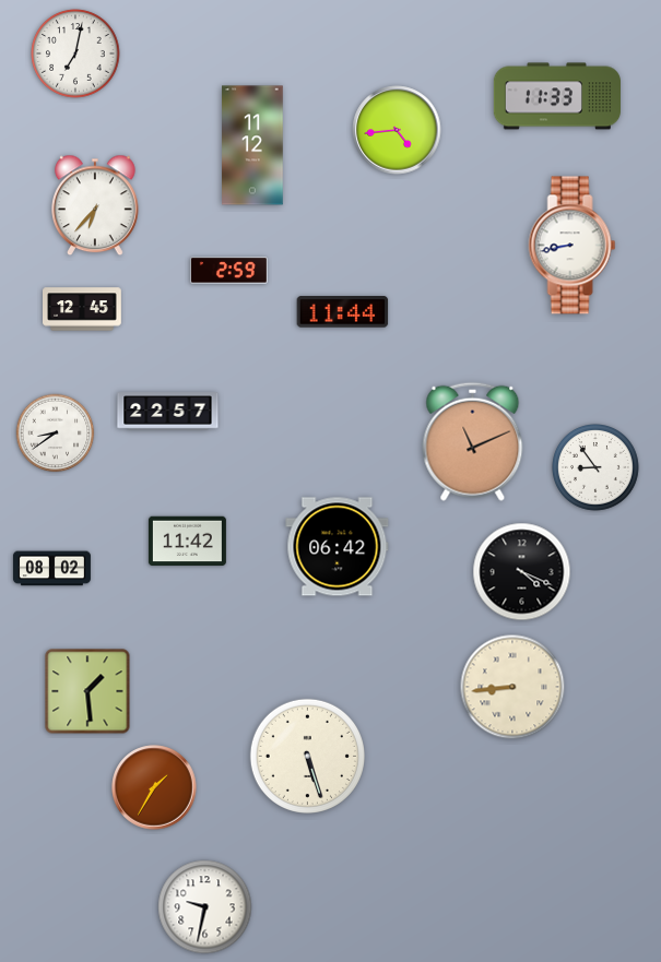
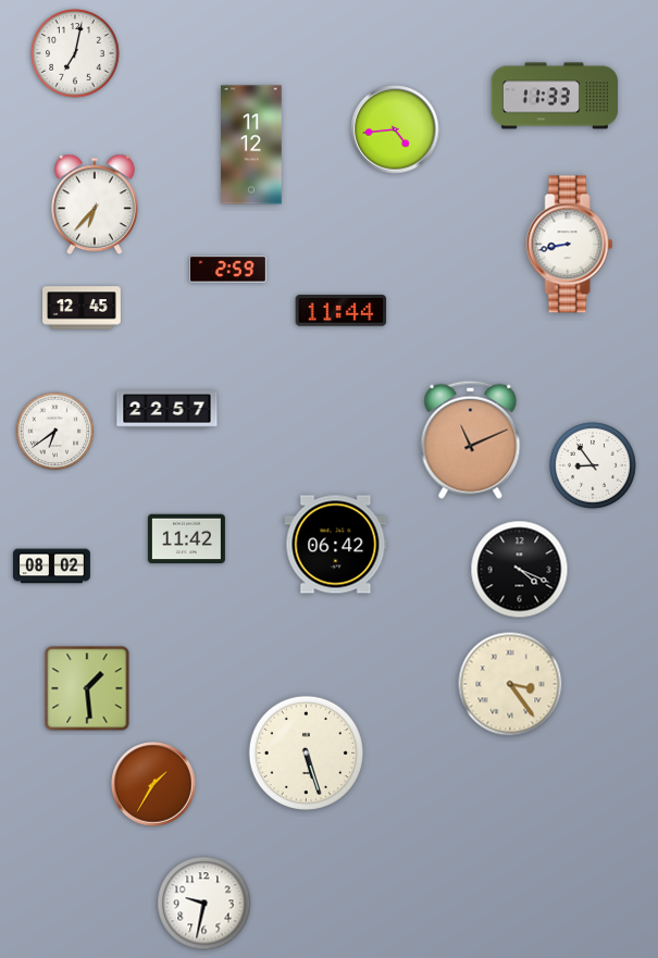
clock at (56, 434): 8:39 -> 6:39
clock at (512, 687): 8:44 -> 3:24
